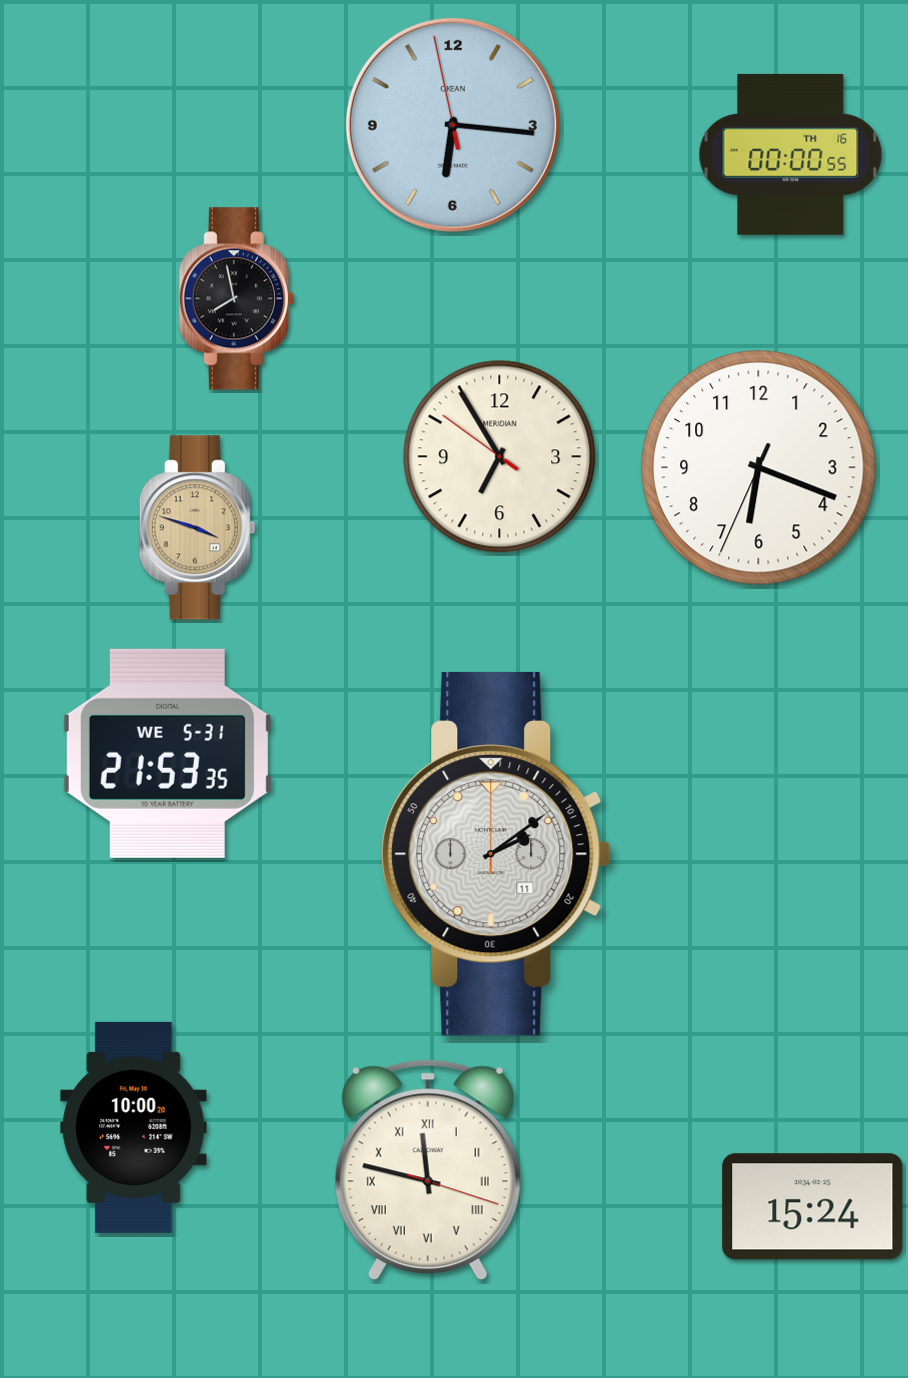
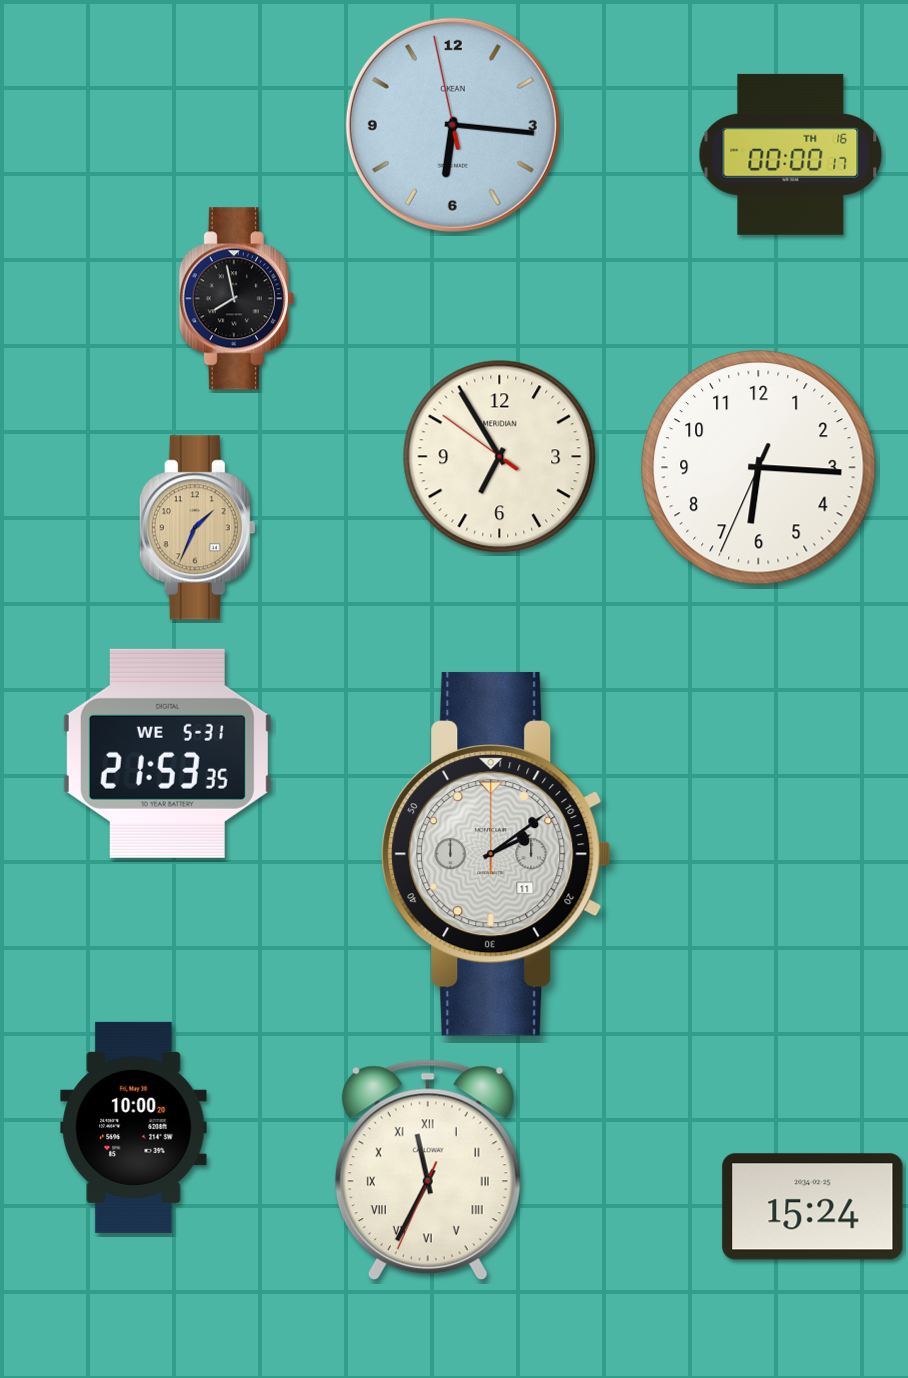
clock at (791, 154): 00:00:55 -> 00:00:17
clock at (759, 468): 6:18 -> 6:15
clock at (197, 528): 3:48 -> 1:34
clock at (428, 1170): 11:47 -> 11:34
